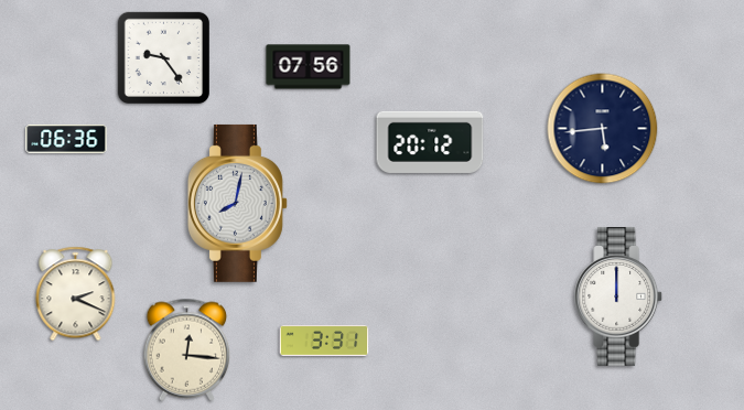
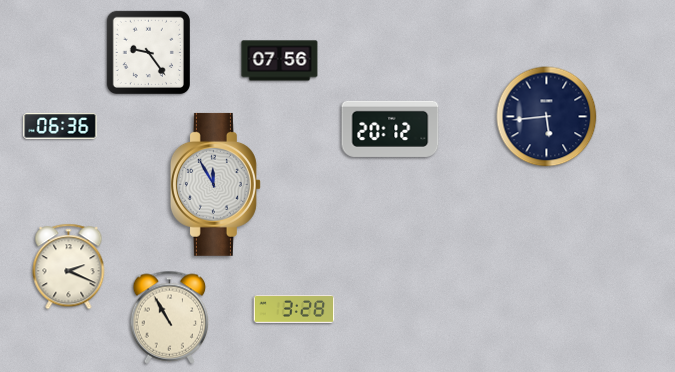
clock at (237, 203): 8:02 -> 11:55
clock at (619, 296): 12:00 -> none
clock at (324, 341): 3:31 -> 3:28
clock at (187, 349): 12:16 -> 10:55
